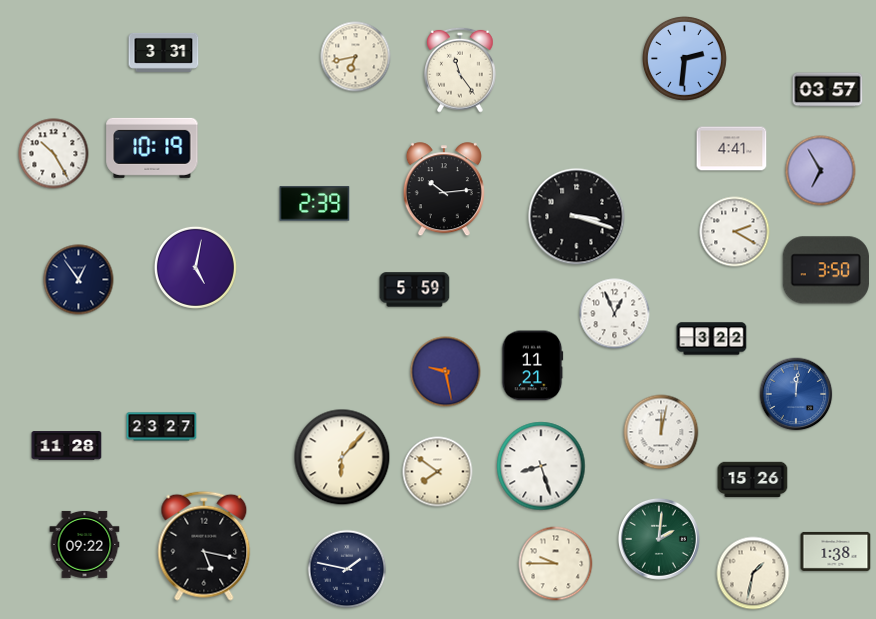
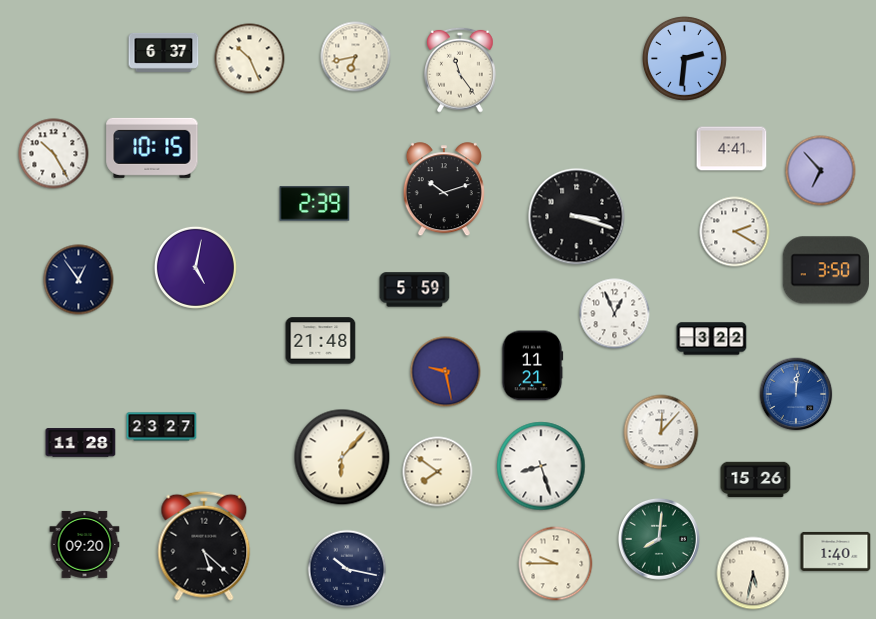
clock at (164, 52): 3:31 -> 6:37
clock at (250, 59): none -> 10:26
clock at (828, 90): 03:57 -> none
clock at (152, 148): 10:19 -> 10:15
clock at (821, 171): 6:55 -> 6:53
clock at (444, 190): 10:14 -> 10:12
clock at (321, 341): none -> 21:48
clock at (661, 432): 12:02 -> 12:07
clock at (67, 446) position: (67, 446) -> (81, 443)
clock at (753, 480) position: (753, 480) -> (756, 480)
clock at (659, 539): 2:01 -> 8:01
clock at (85, 544): 09:22 -> 09:20
clock at (204, 546): 5:17 -> 5:22
clock at (836, 551): 1:38 -> 1:40
clock at (347, 569): 1:47 -> 10:17
clock at (753, 573): 1:32 -> 5:32
